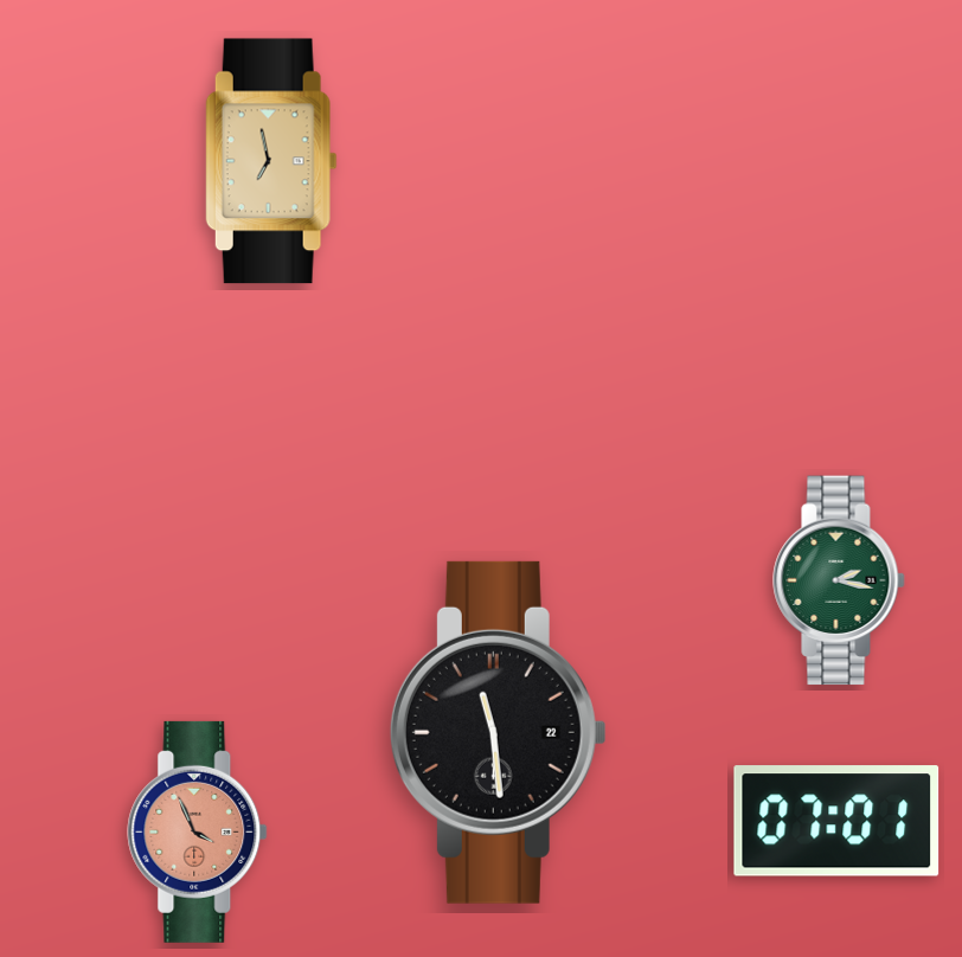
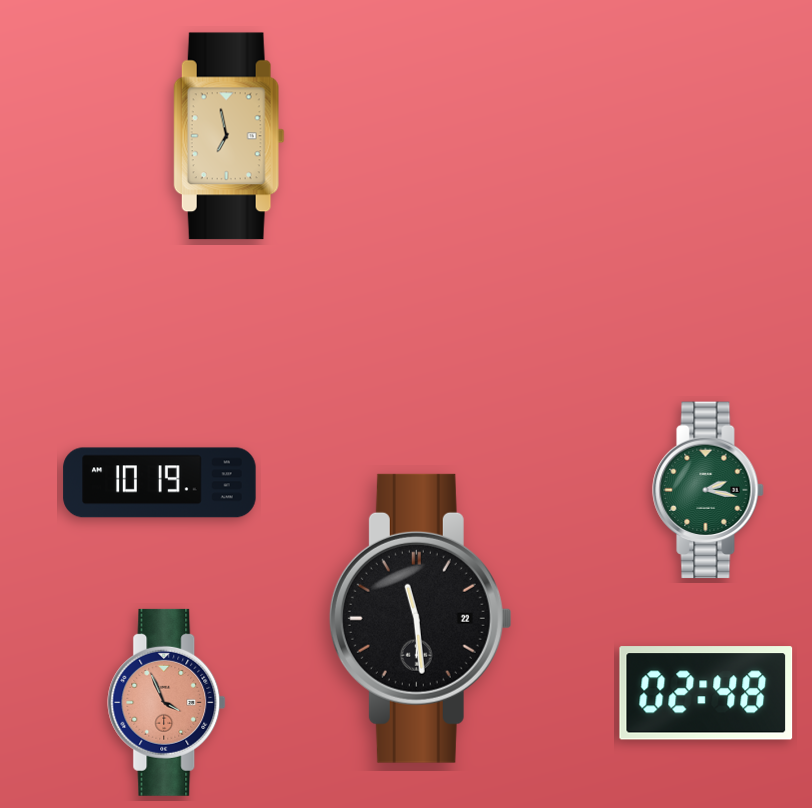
clock at (160, 483): none -> 10:19
clock at (836, 821): 07:01 -> 02:48
